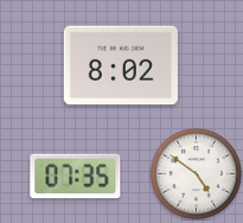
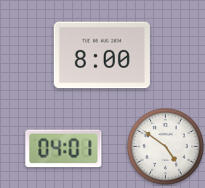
clock at (121, 65): 8:02 -> 8:00
clock at (76, 177): 07:35 -> 04:01
